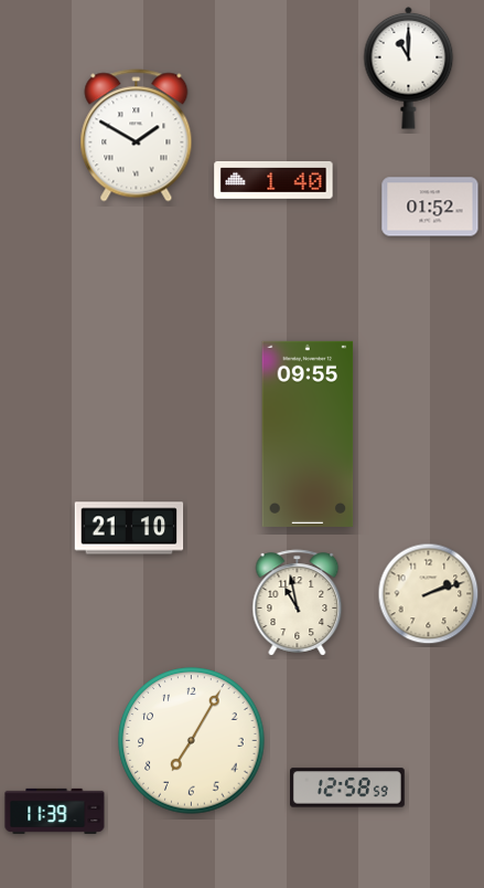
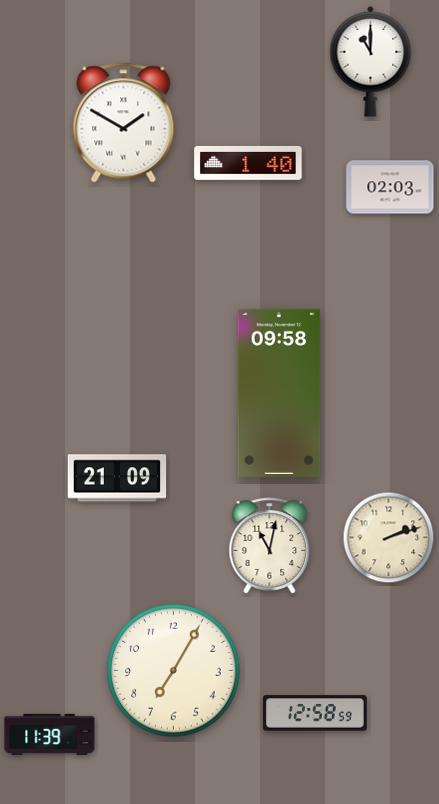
clock at (430, 207): 01:52 -> 02:03
clock at (308, 434): 09:55 -> 09:58
clock at (129, 528): 21:10 -> 21:09
clock at (298, 603): 10:58 -> 11:02
